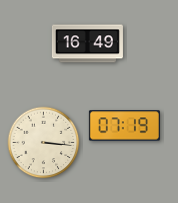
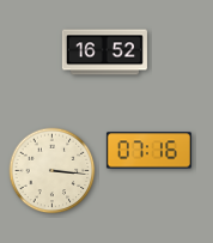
clock at (87, 44): 16:49 -> 16:52
clock at (124, 126): 07:19 -> 07:16
